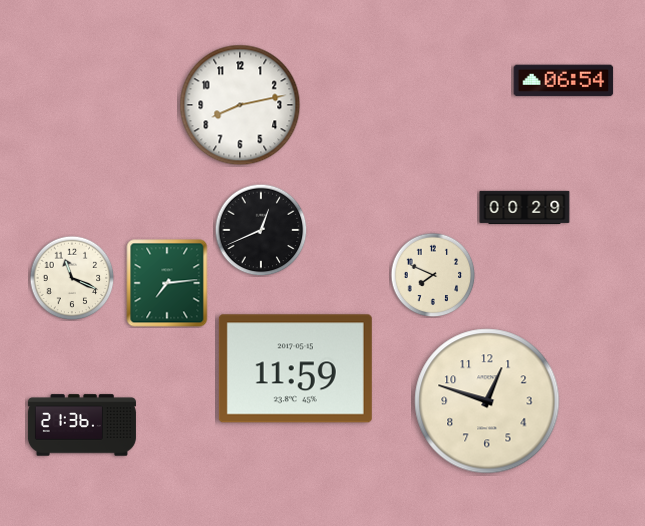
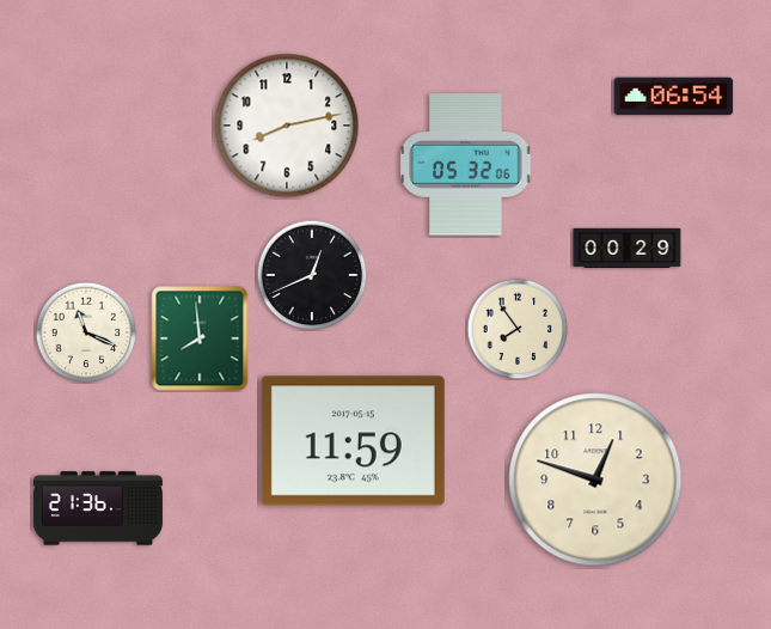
clock at (466, 165): none -> 05:32
clock at (433, 275): 7:49 -> 7:54
clock at (167, 283): 7:14 -> 7:59
clock at (487, 401) position: (487, 401) -> (595, 480)
